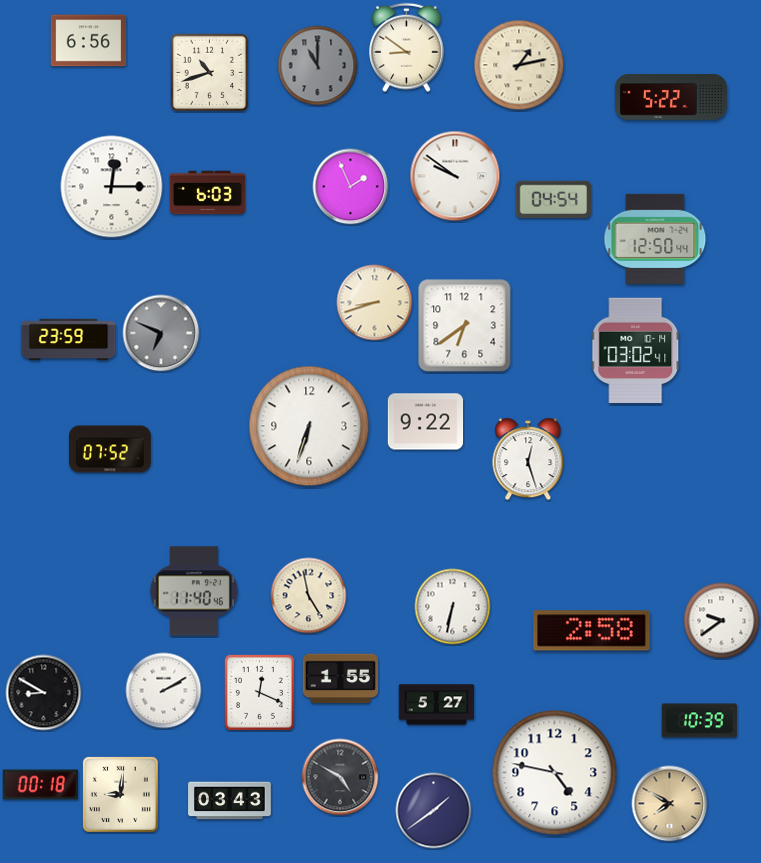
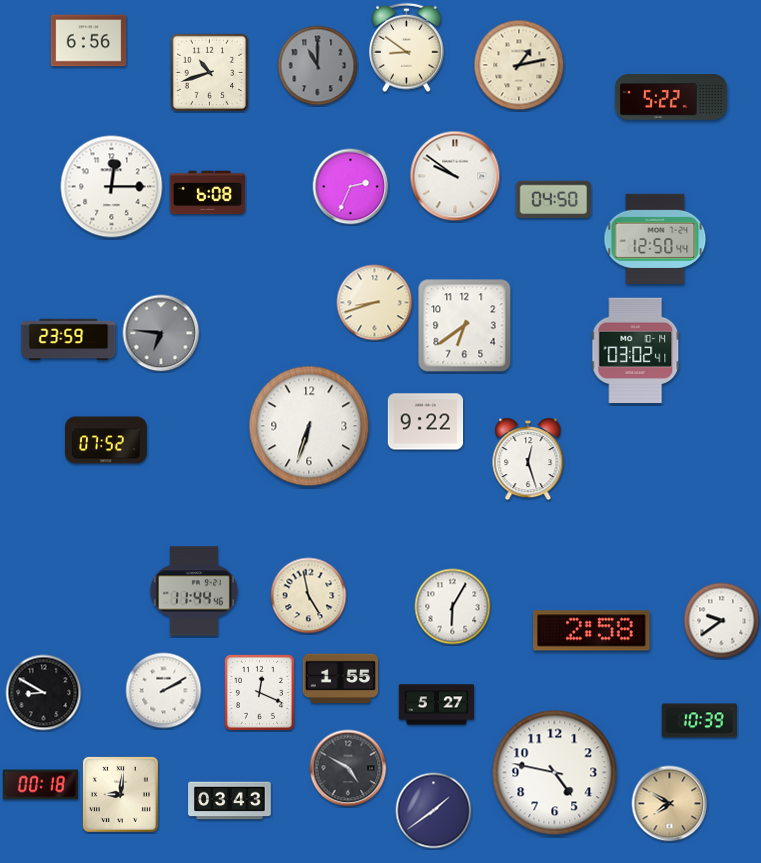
clock at (351, 187): 1:56 -> 2:34
clock at (208, 193): 6:03 -> 6:08
clock at (553, 200): 04:54 -> 04:50
clock at (161, 333): 6:49 -> 6:46
clock at (111, 449) position: (111, 449) -> (107, 440)
clock at (194, 591): 11:40 -> 11:44
clock at (453, 607): 6:32 -> 6:05
clock at (340, 777) position: (340, 777) -> (348, 768)
